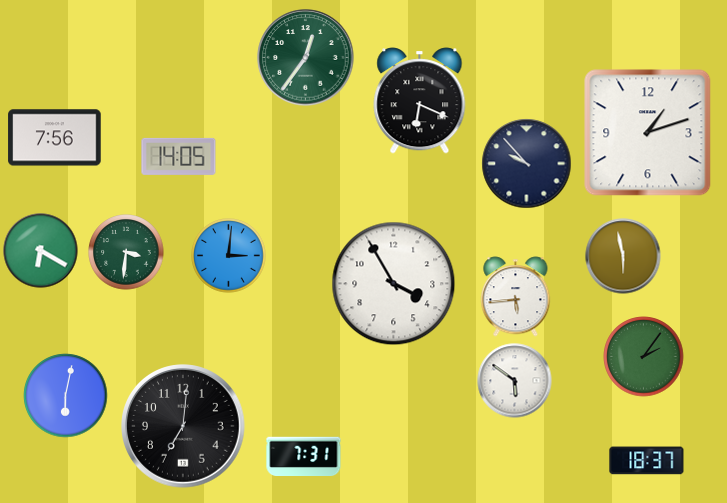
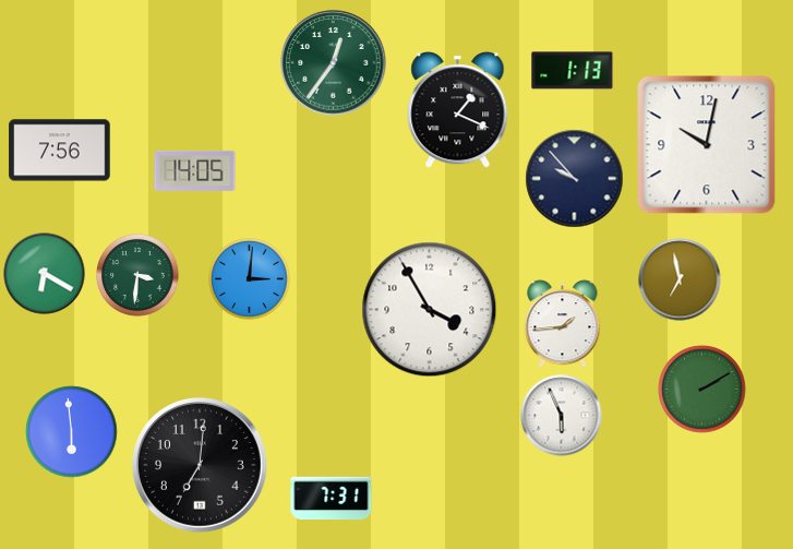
clock at (573, 71): none -> 1:13
clock at (420, 101): 6:19 -> 1:19
clock at (648, 133): 1:12 -> 10:02
clock at (623, 256): 5:58 -> 6:58
clock at (516, 297): 5:44 -> 1:44
clock at (644, 357): 2:06 -> 2:10
clock at (515, 381): 5:51 -> 5:56
clock at (66, 396): 6:02 -> 5:59
clock at (647, 461): 18:37 -> none
